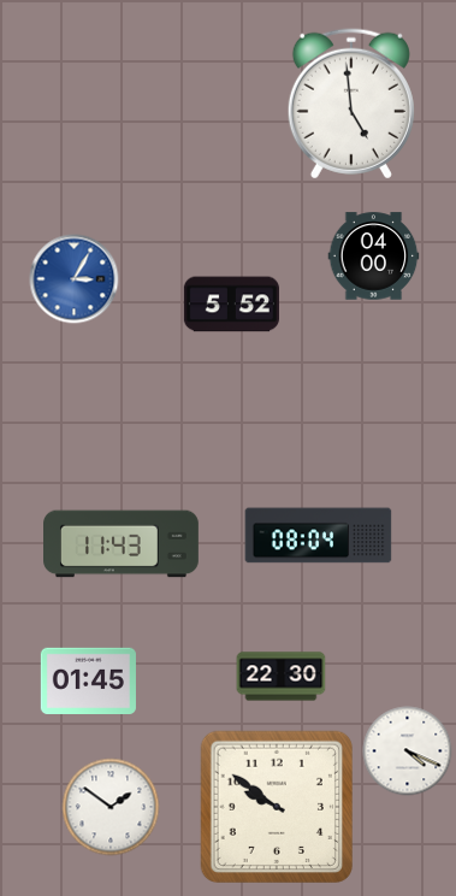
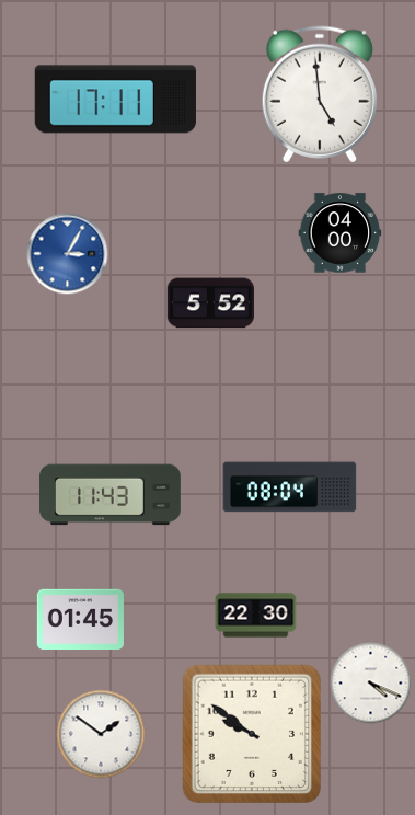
clock at (115, 100): none -> 17:11
clock at (231, 305) position: (231, 305) -> (210, 303)
